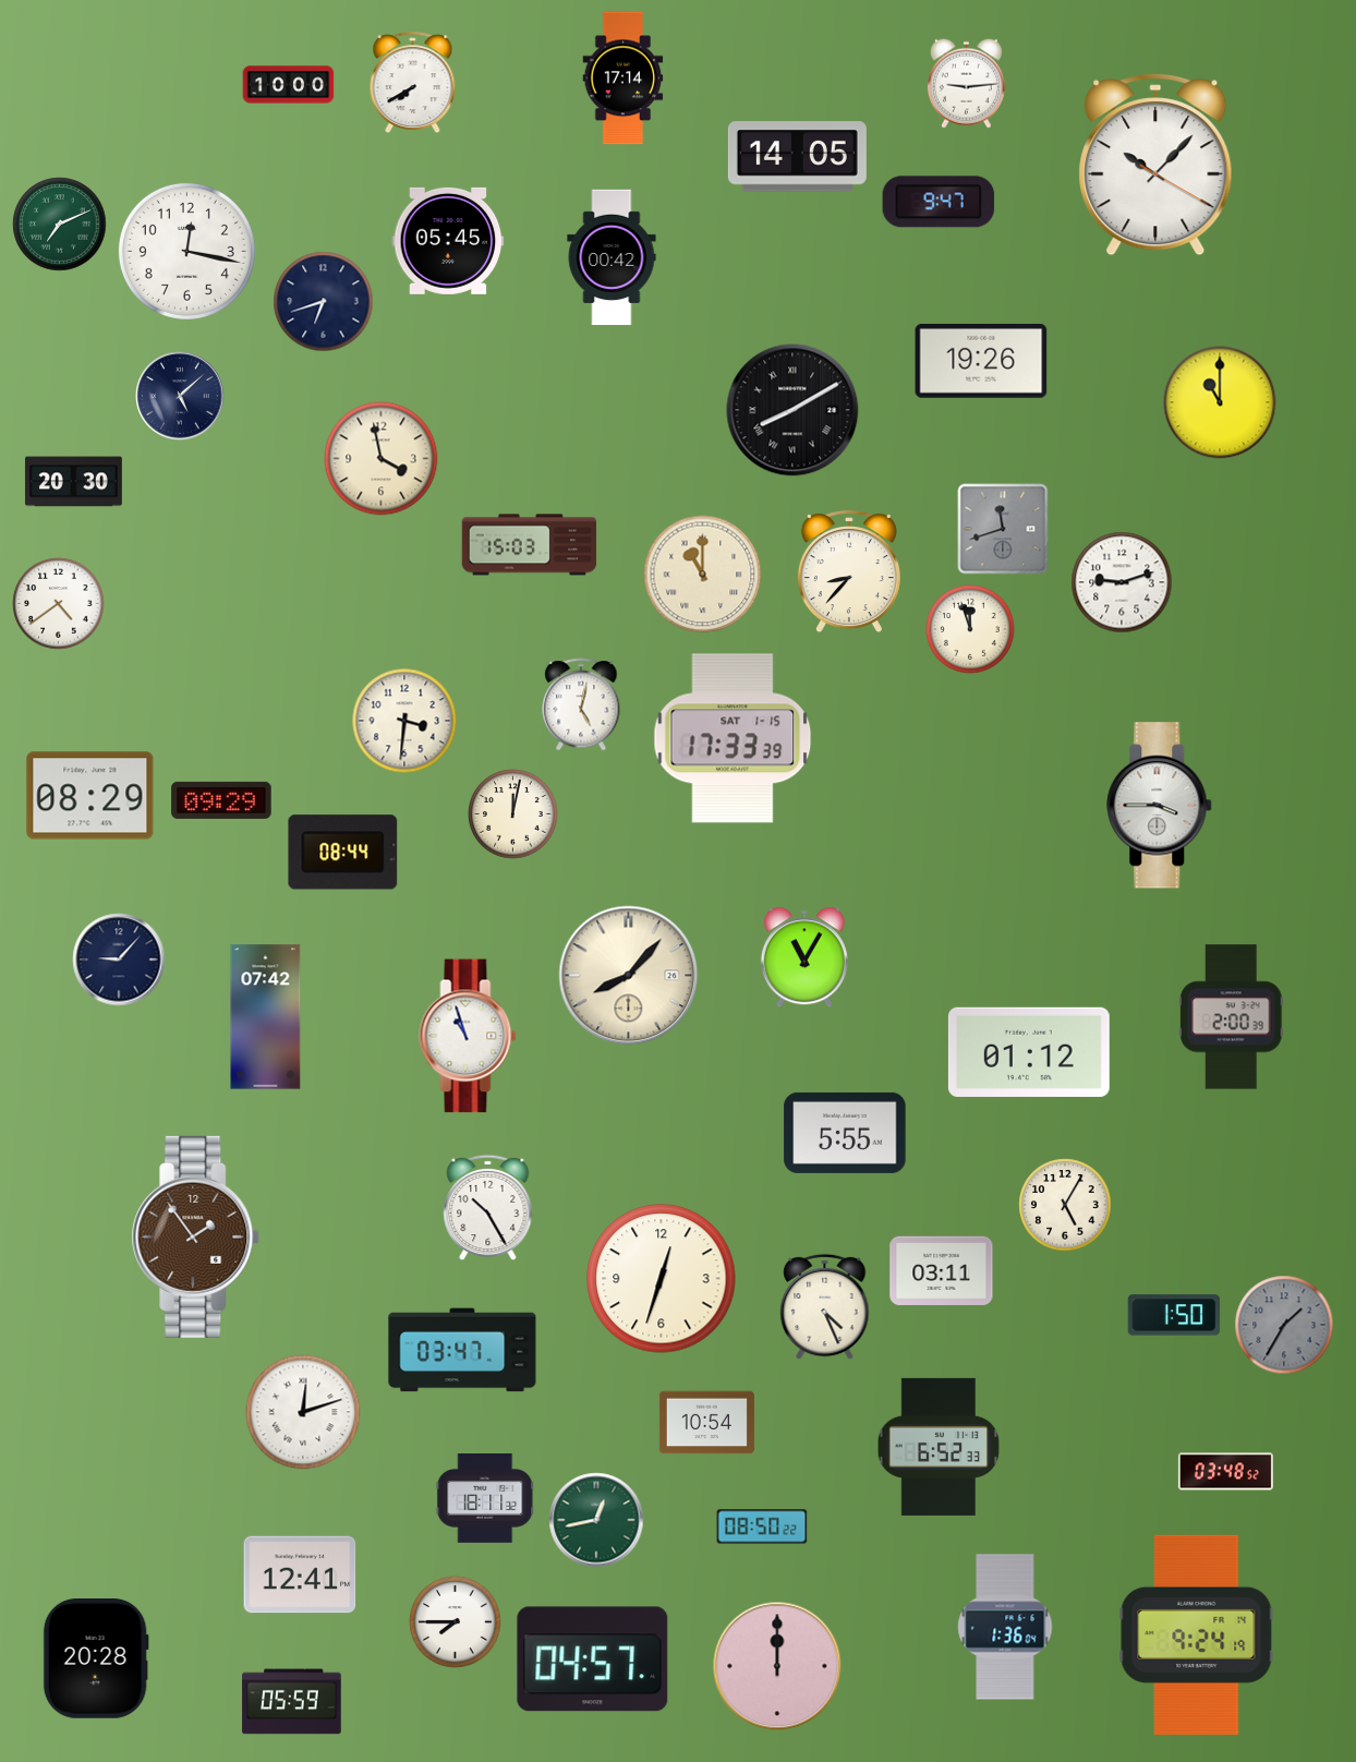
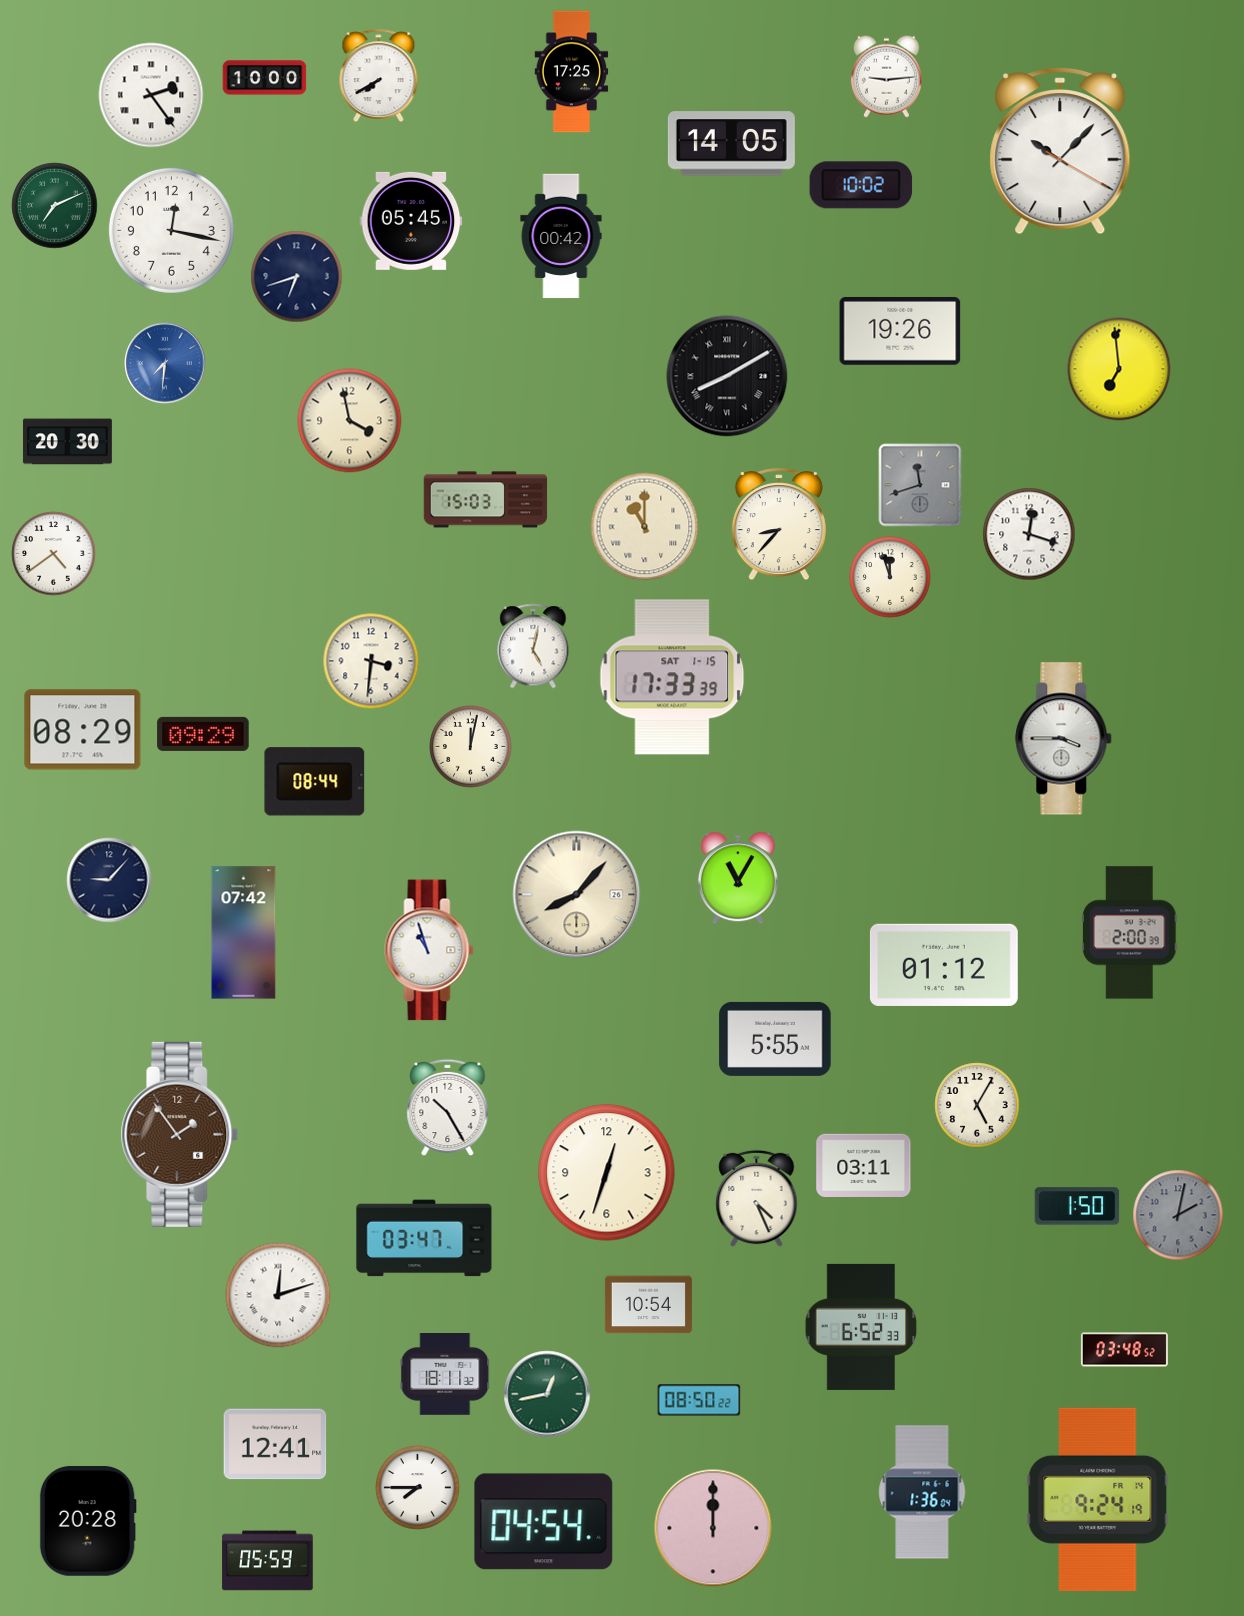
clock at (623, 79): 17:14 -> 17:25
clock at (151, 95): none -> 2:24
clock at (939, 202): 9:47 -> 10:02
clock at (180, 396): 5:08 -> 7:31
clock at (180, 396) dial: navy -> blue
clock at (1220, 402): 11:00 -> 6:59
clock at (1122, 582): 9:12 -> 12:18
clock at (1284, 1325): 1:35 -> 2:02
clock at (593, 1660): 04:57 -> 04:54
